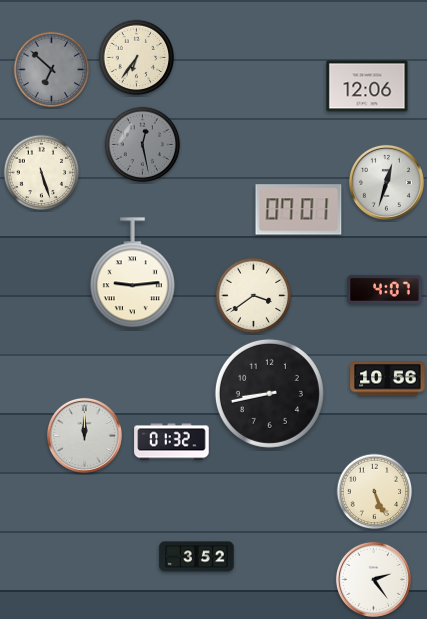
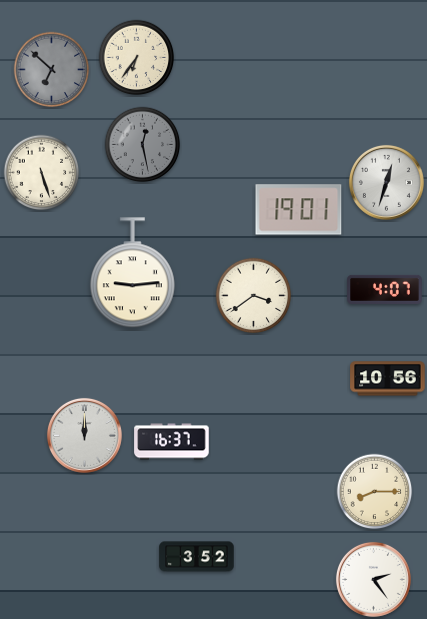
clock at (367, 86): 12:06 -> none
clock at (299, 210): 07:01 -> 19:01
clock at (269, 393): 8:43 -> none
clock at (172, 442): 01:32 -> 16:37
clock at (375, 492): 5:26 -> 8:15
